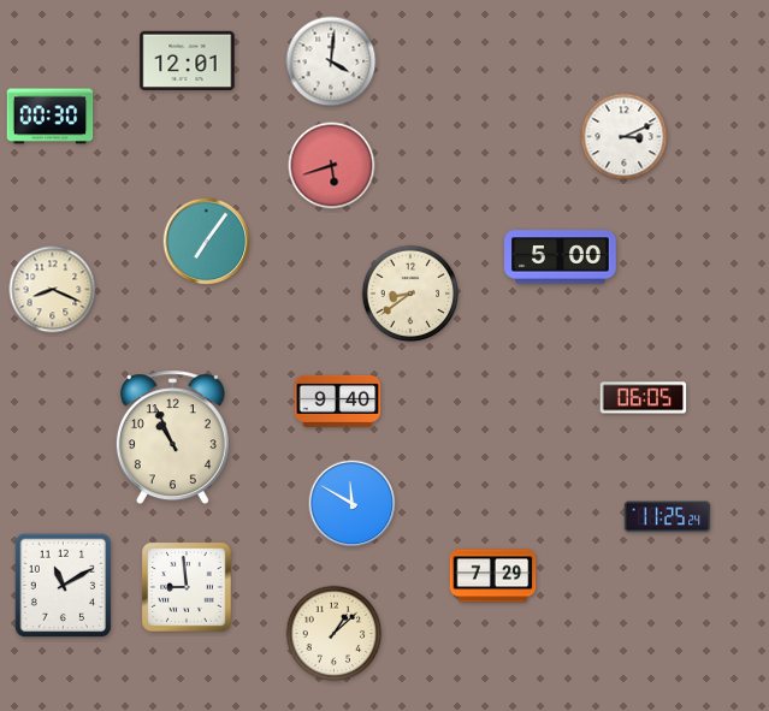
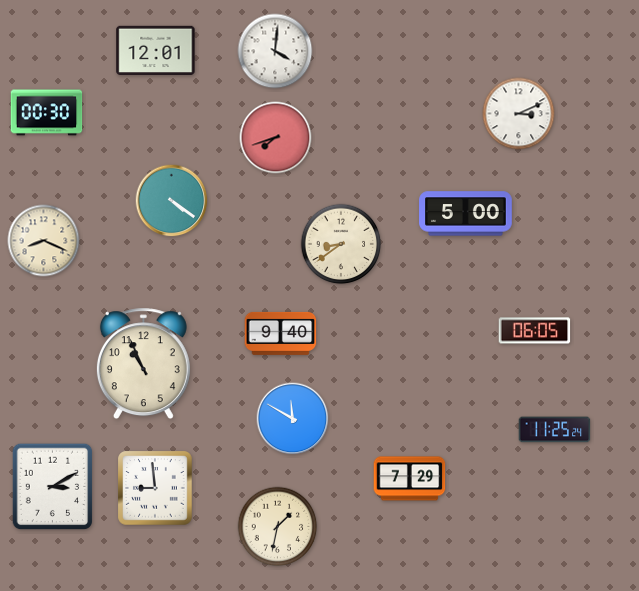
clock at (51, 117) position: (51, 117) -> (47, 113)
clock at (332, 166): 5:42 -> 7:42
clock at (207, 242): 7:06 -> 4:21
clock at (64, 586): 11:10 -> 3:10
clock at (335, 634): 1:08 -> 1:32
